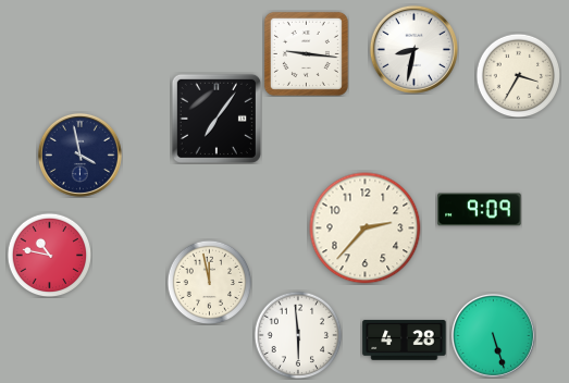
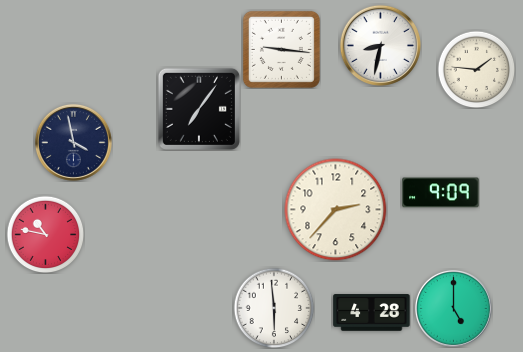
clock at (518, 75): 3:35 -> 1:46
clock at (209, 282): 11:58 -> none
clock at (493, 335): 5:27 -> 5:00
